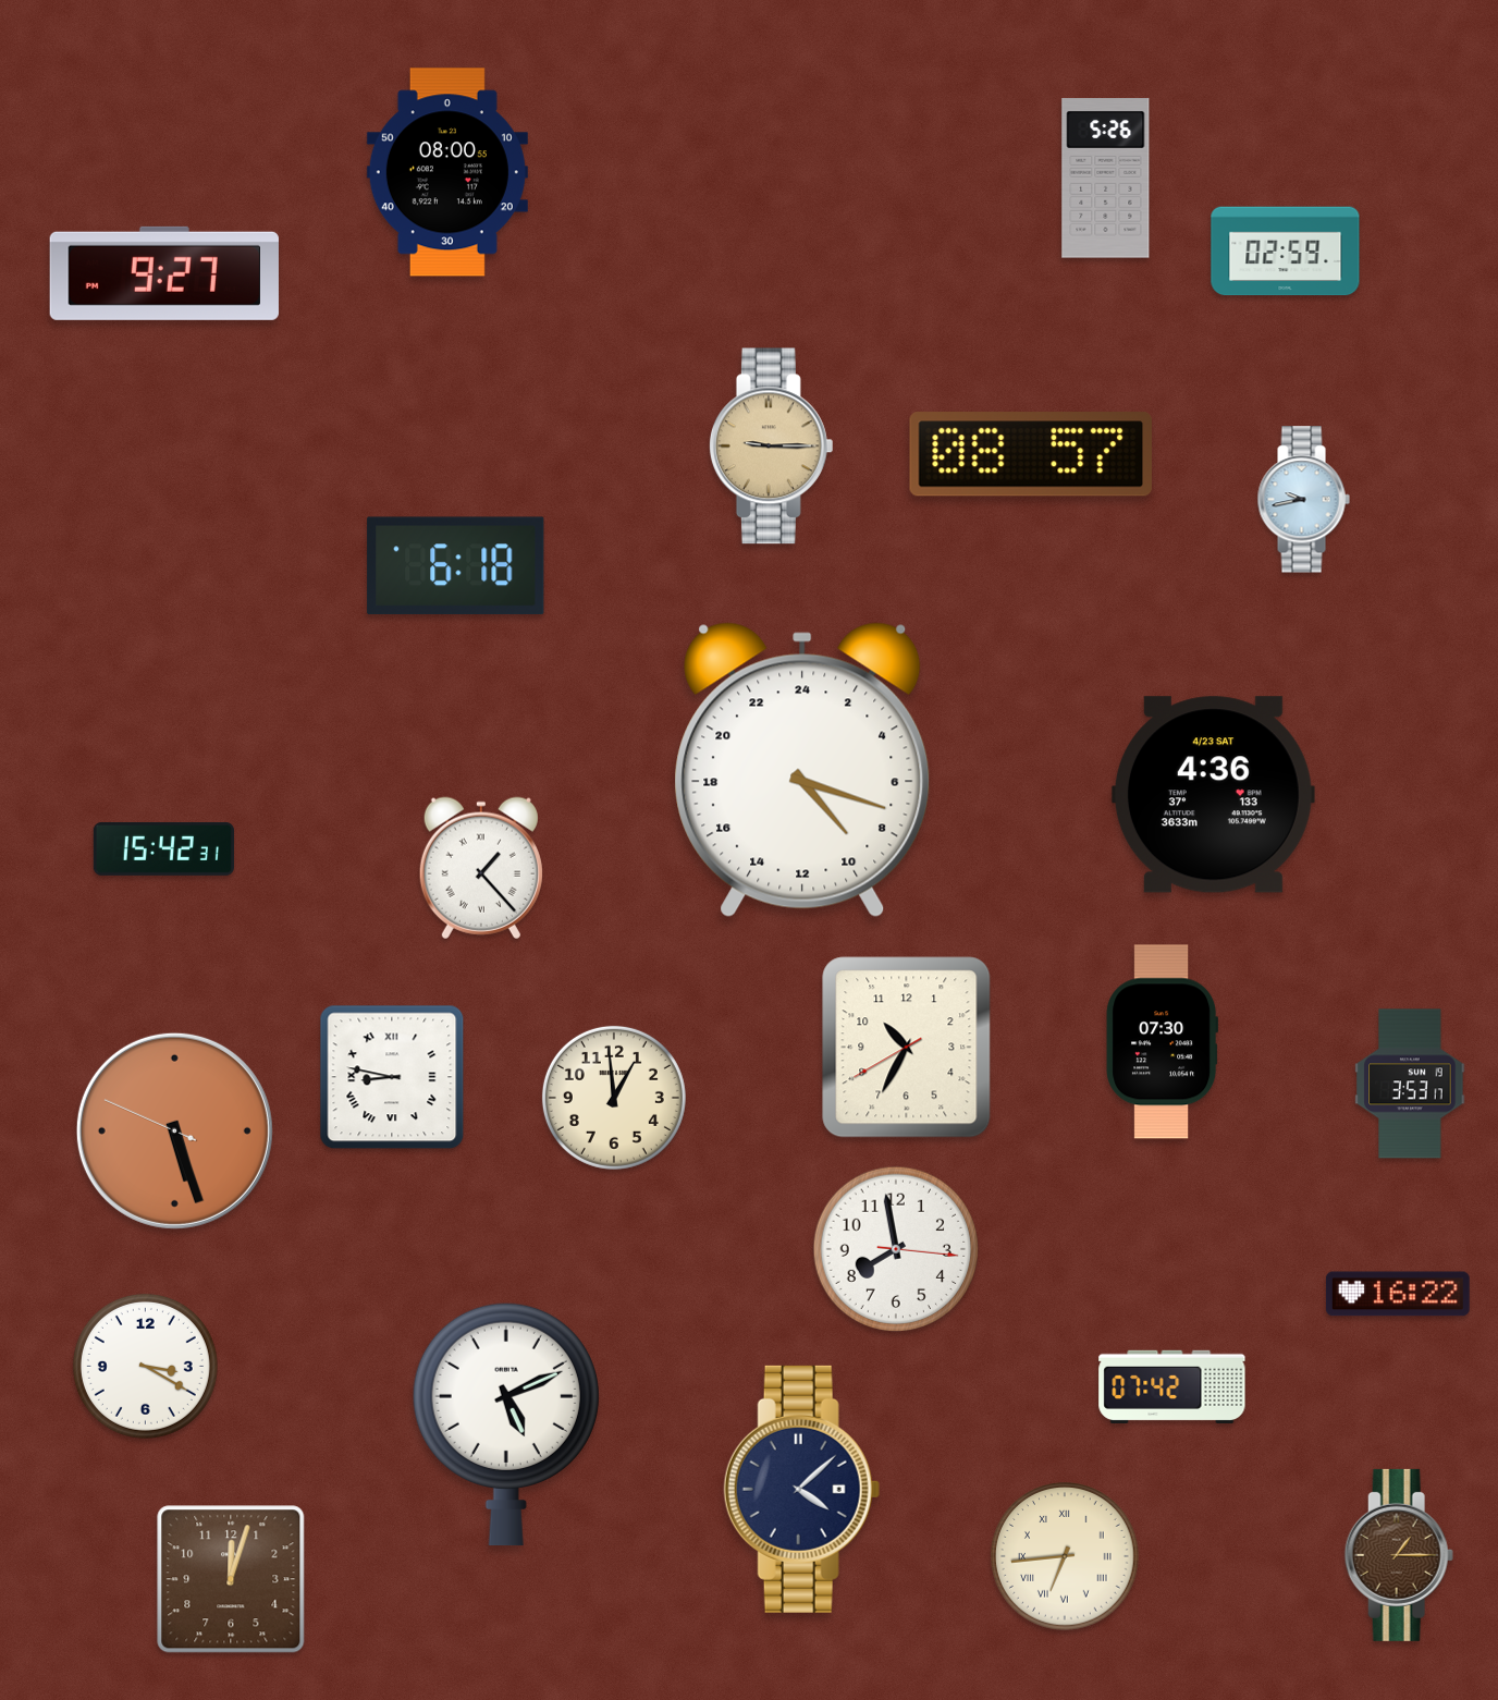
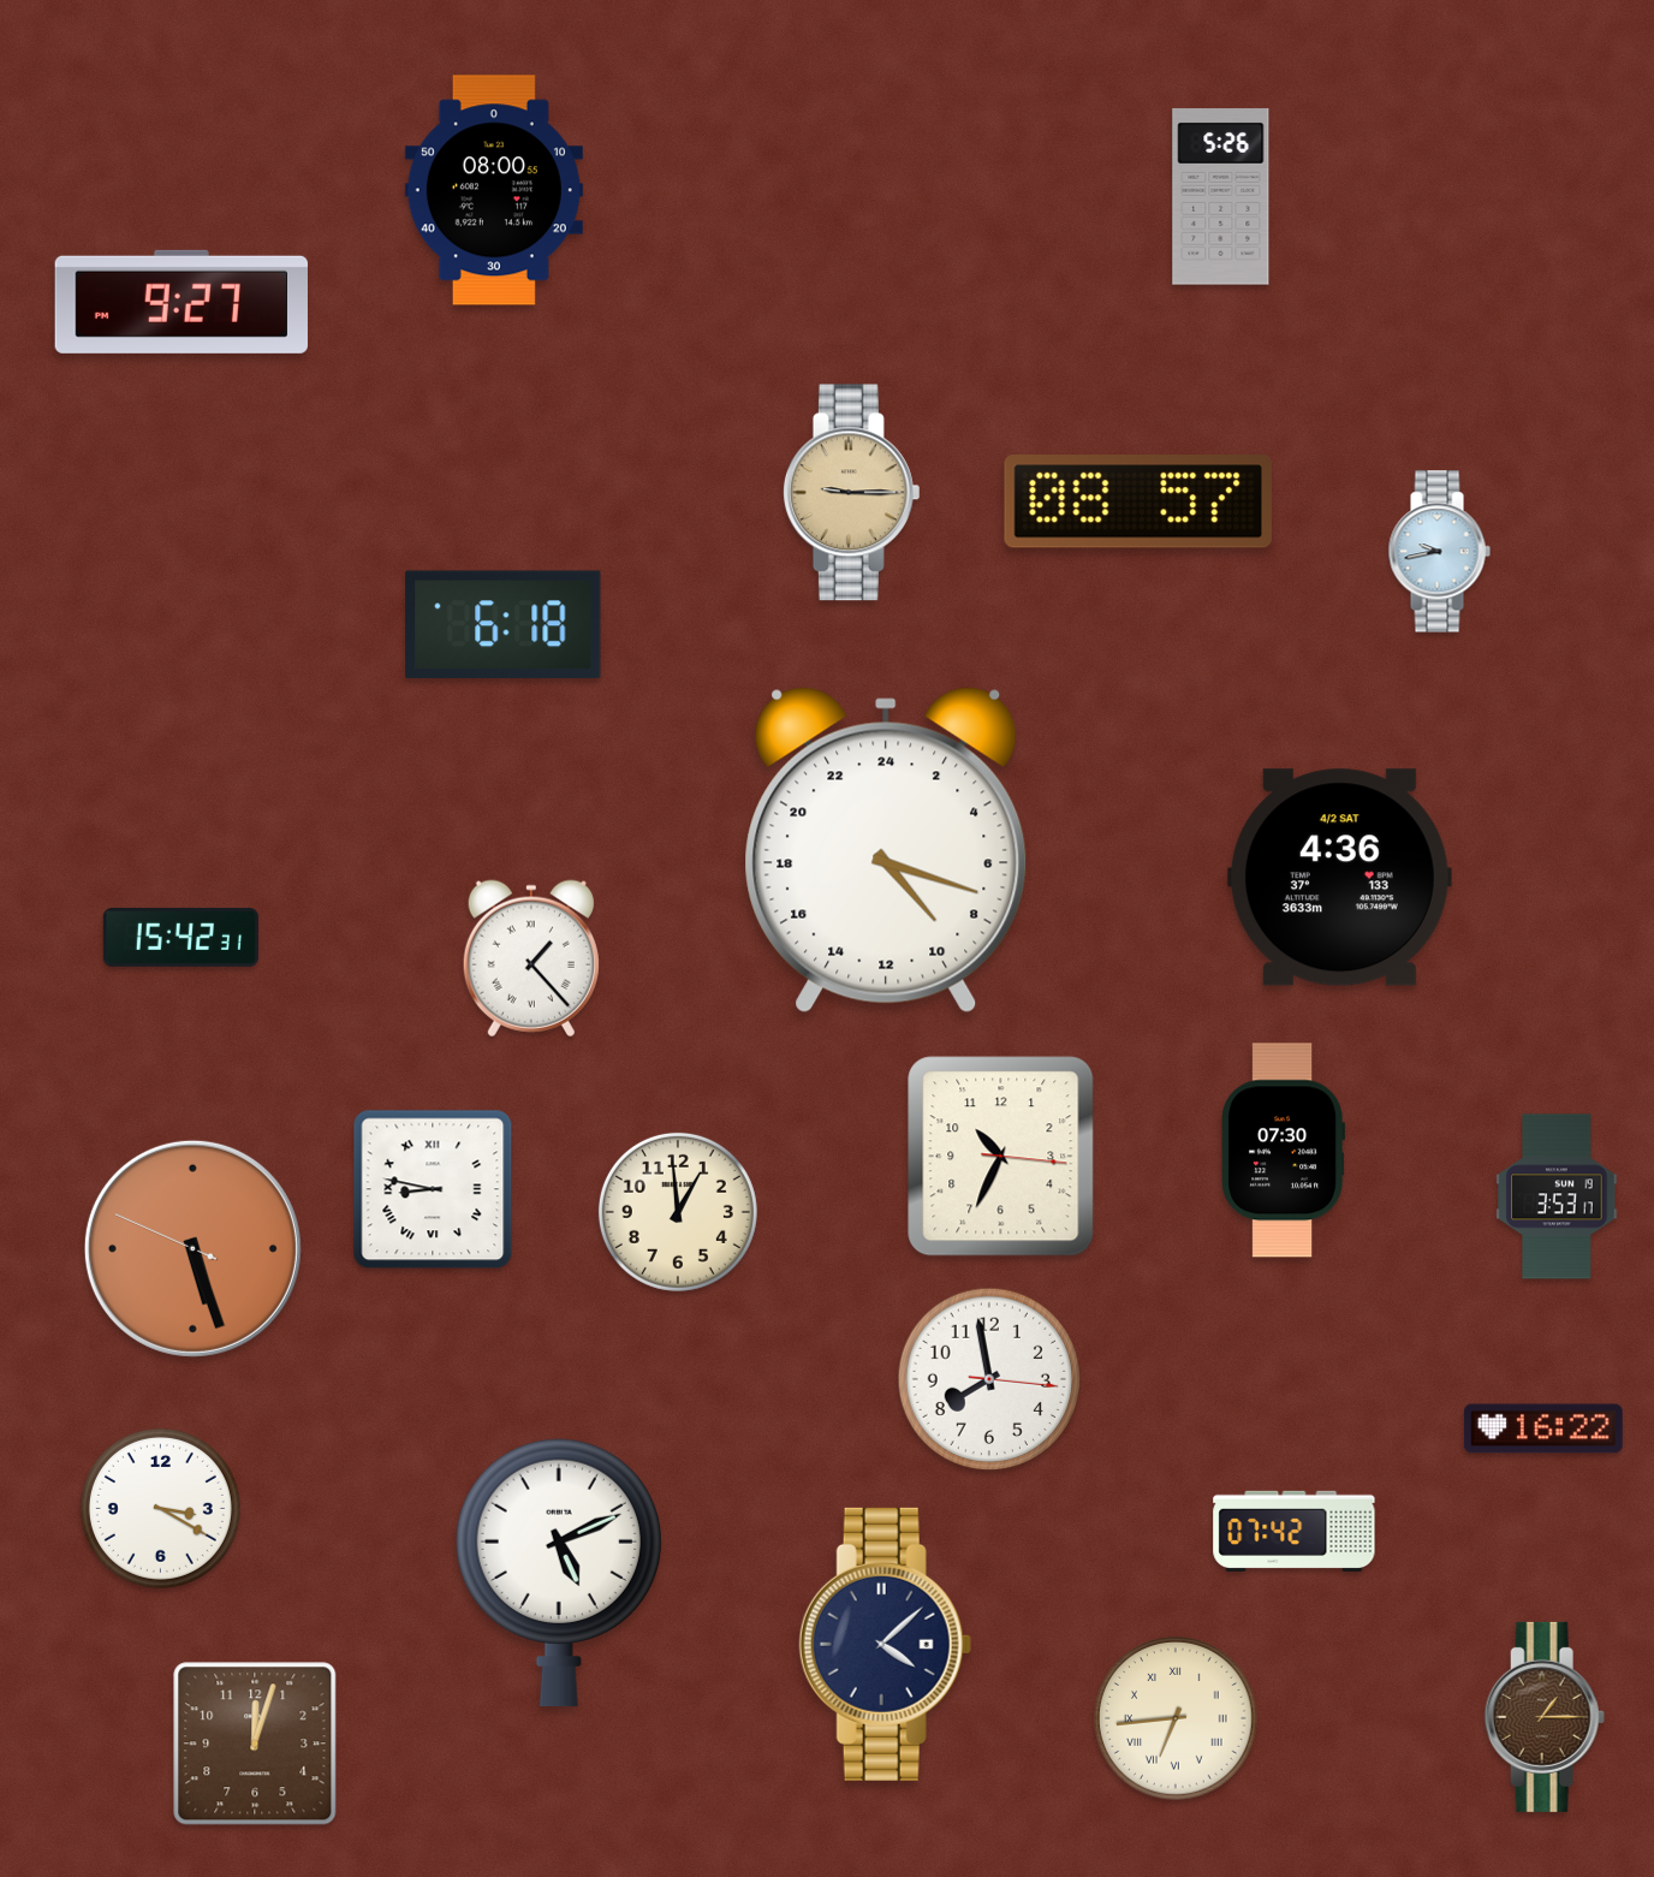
clock at (1286, 252): 02:59 -> none
clock at (1213, 795) date: 4/23 SAT -> 4/2 SAT
clock at (907, 1048): 10:34:40 -> 10:34:16
